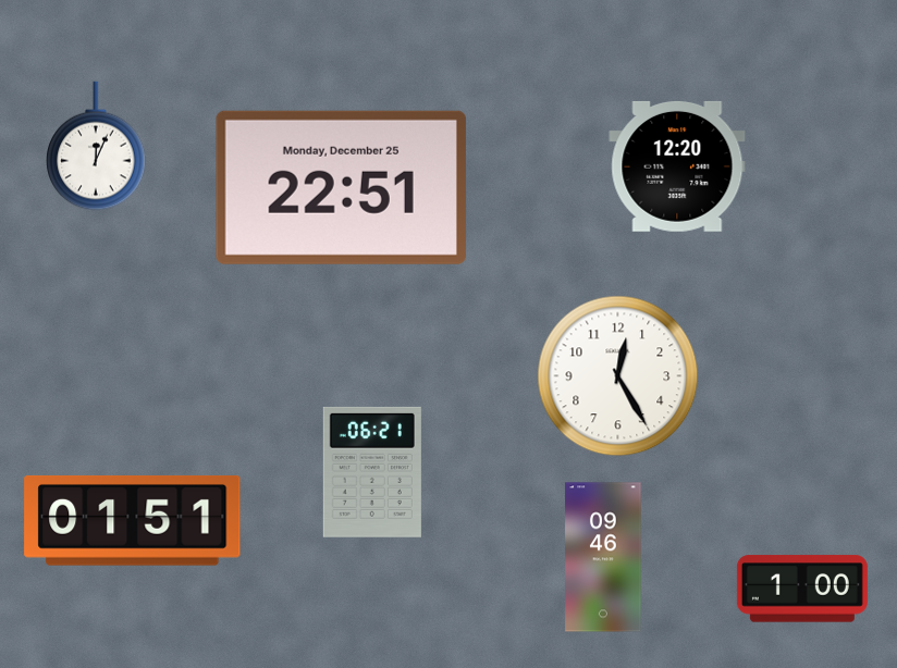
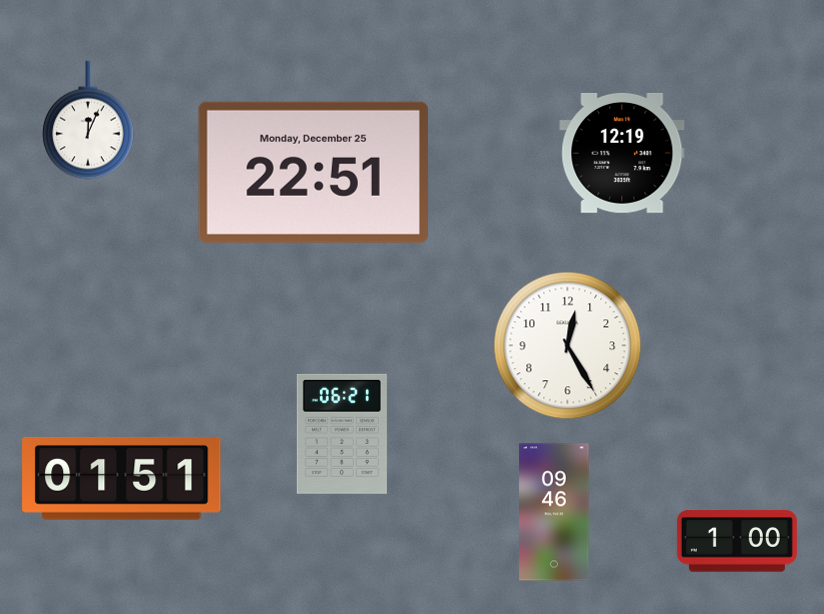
clock at (96, 146) position: (96, 146) -> (88, 120)
clock at (677, 166): 12:20 -> 12:19
